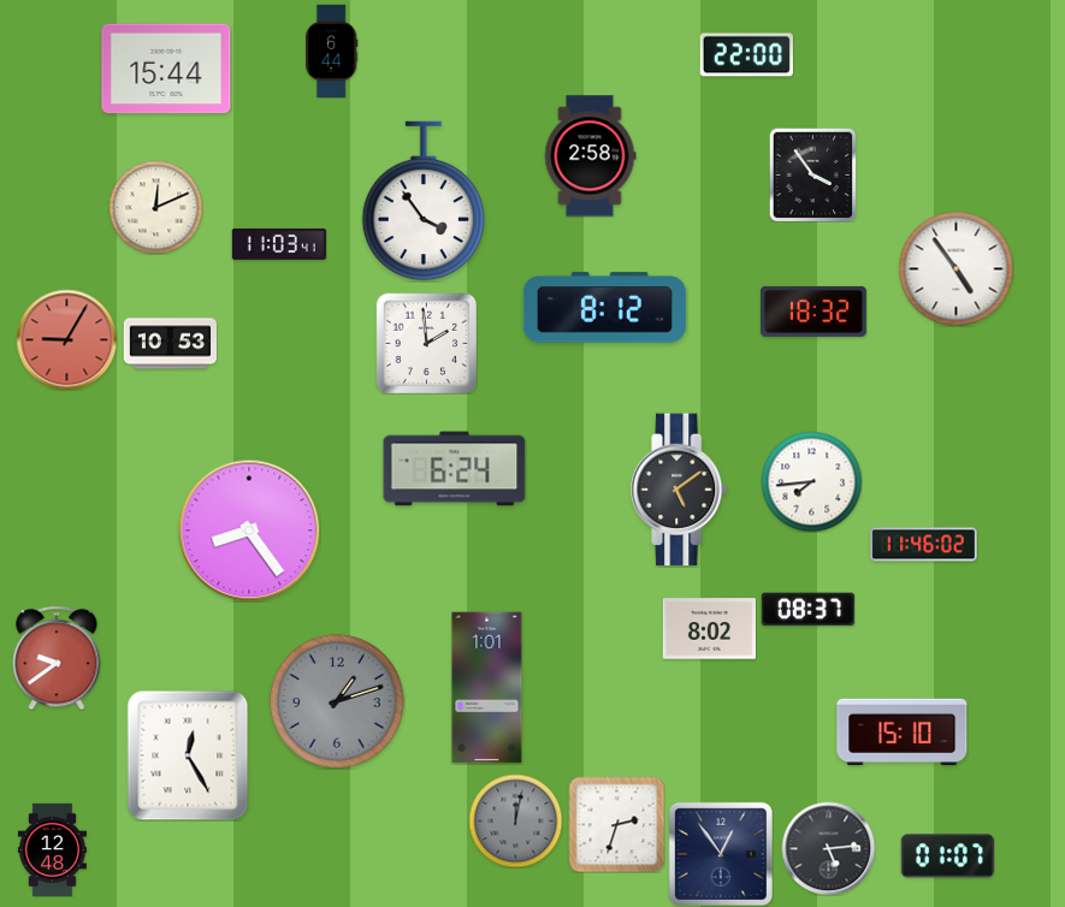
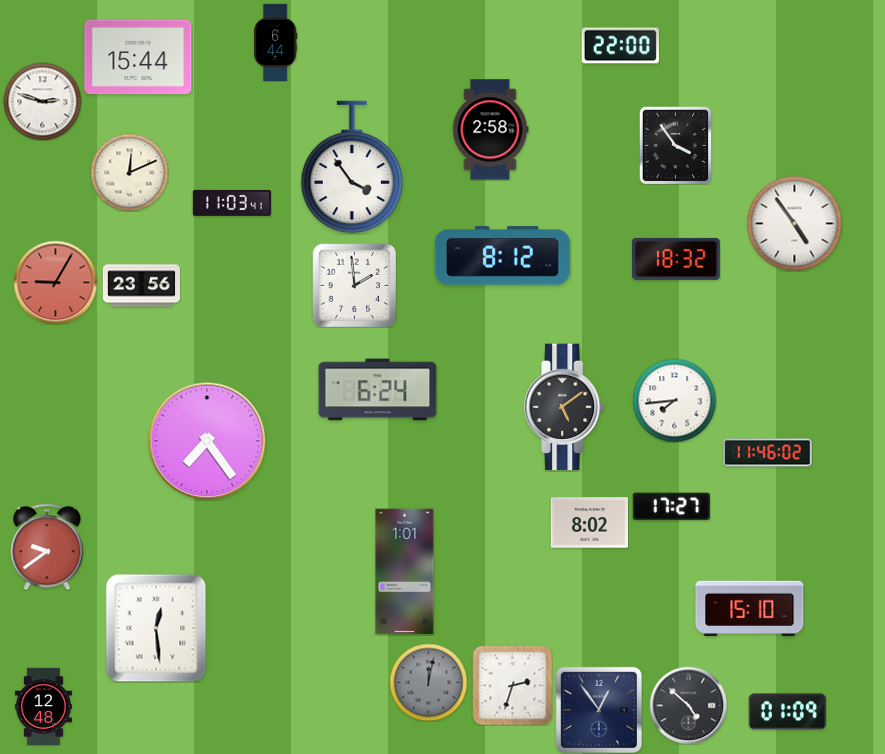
clock at (42, 101): none -> 2:48
clock at (170, 344): 10:53 -> 23:56
clock at (249, 530): 8:24 -> 7:24
clock at (807, 610): 08:37 -> 17:27
clock at (337, 701): 1:12 -> none
clock at (188, 755): 12:25 -> 12:29
clock at (828, 848): 5:14 -> 4:52
clock at (947, 856): 01:07 -> 01:09
